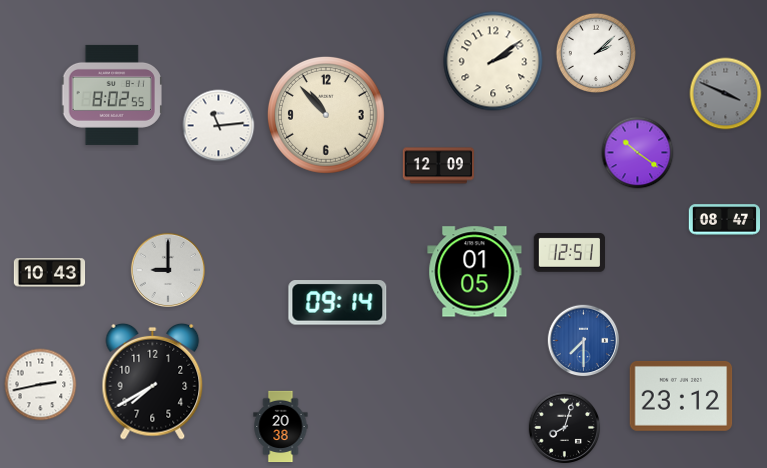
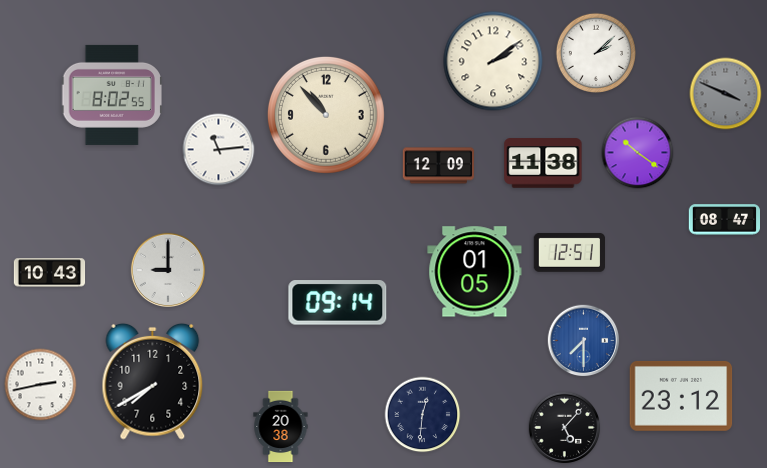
clock at (219, 126) position: (219, 126) -> (219, 150)
clock at (543, 163): none -> 11:38
clock at (423, 415): none -> 12:31
clock at (565, 428): 8:03 -> 5:07
